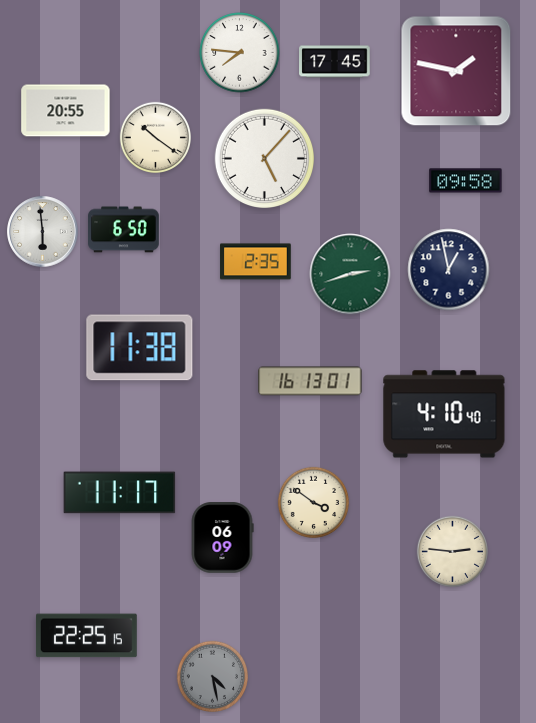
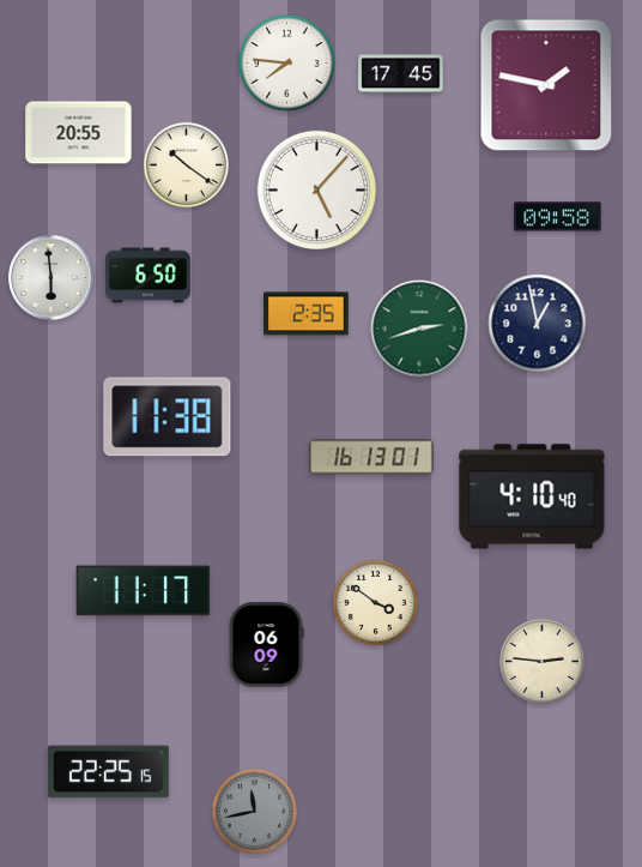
clock at (86, 636) position: (86, 636) -> (108, 772)
clock at (212, 676): 4:28 -> 11:43
